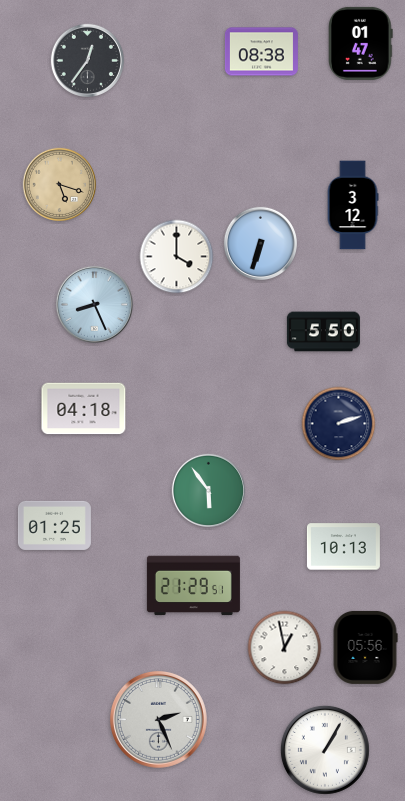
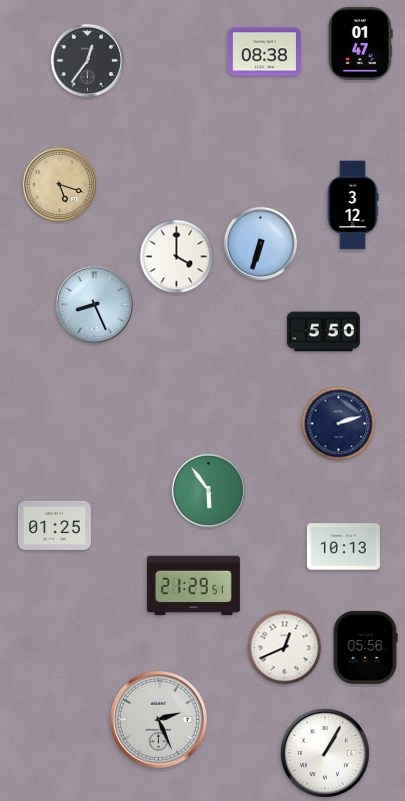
clock at (261, 52) position: (261, 52) -> (264, 52)
clock at (84, 409): 04:18 -> none
clock at (285, 648): 12:58 -> 12:41
clock at (325, 750) position: (325, 750) -> (325, 753)
